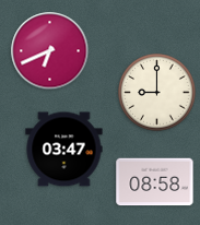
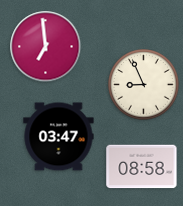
clock at (50, 51): 6:41 -> 6:59
clock at (157, 93): 9:00 -> 8:56
